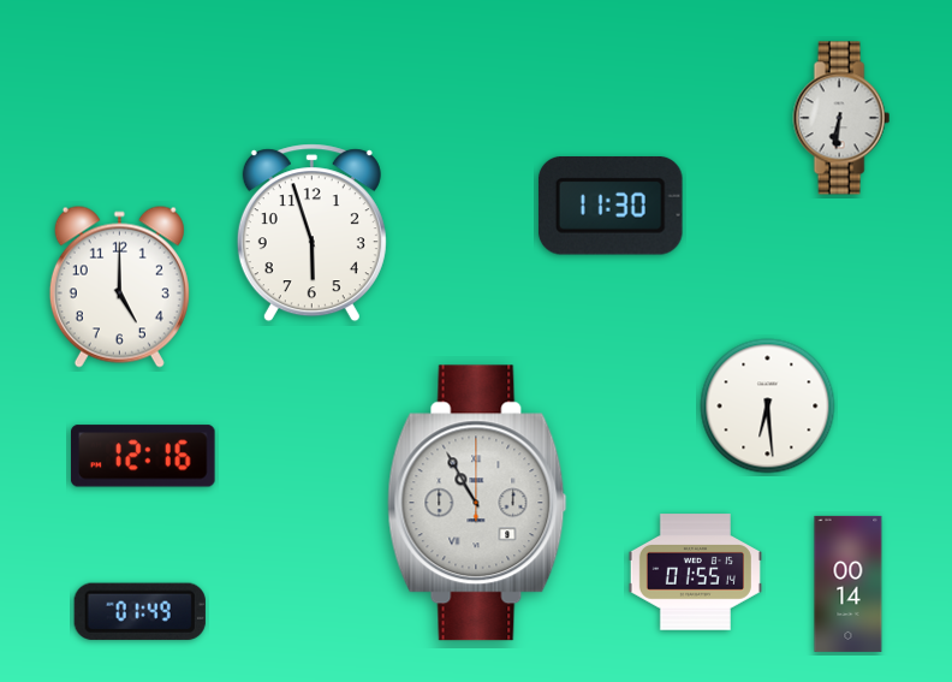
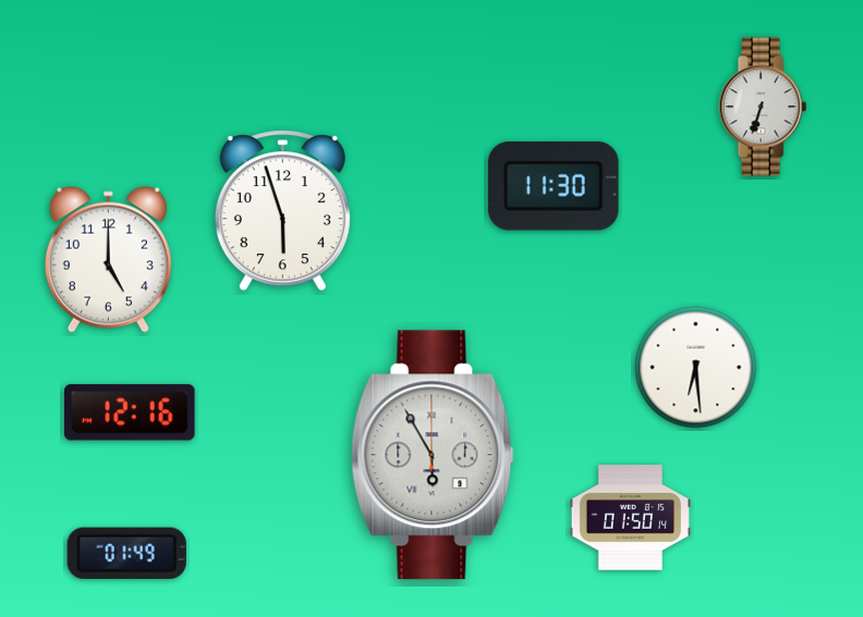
clock at (841, 118): 6:31 -> 6:33
clock at (477, 503): 10:55 -> 5:55
clock at (695, 573): 01:55 -> 01:50
clock at (849, 583): 00:14 -> none
